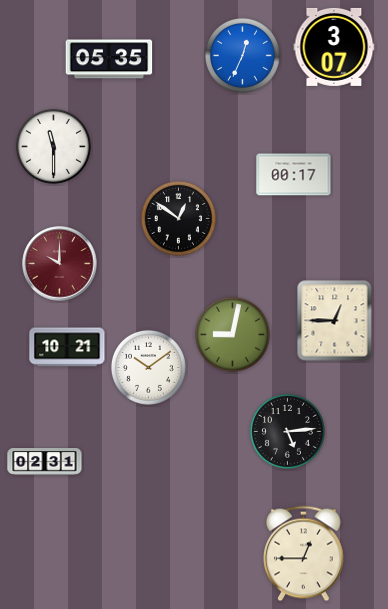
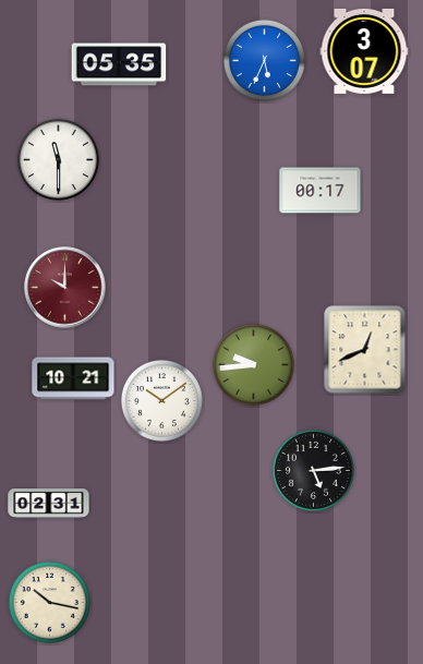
clock at (242, 55): 12:34 -> 5:34
clock at (178, 218): 12:51 -> none
clock at (335, 321): 12:45 -> 12:41
clock at (232, 334): 9:02 -> 9:44
clock at (49, 602): none -> 10:17
clock at (304, 554): 12:45 -> none
